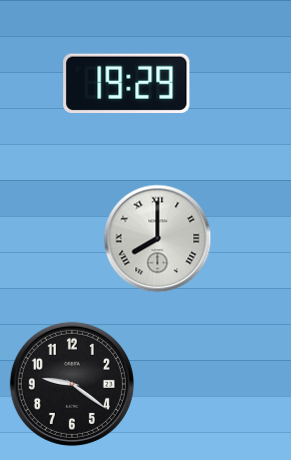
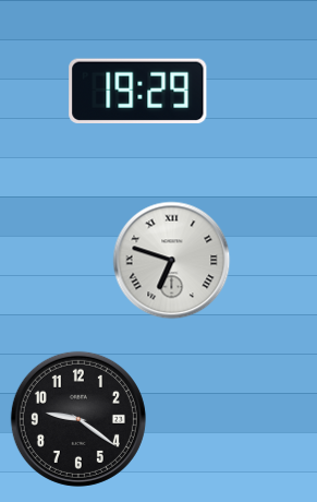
clock at (158, 239): 8:00 -> 6:48
